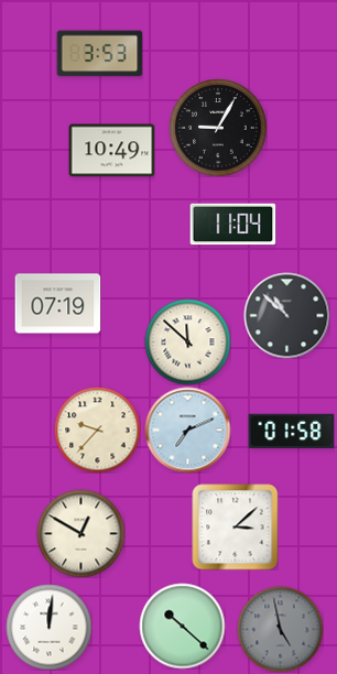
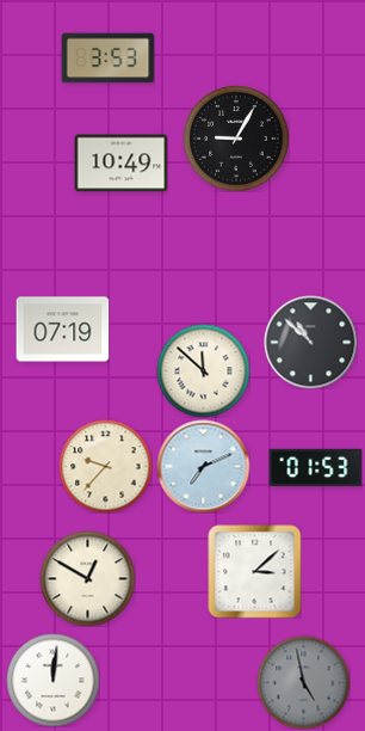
clock at (232, 225): 11:04 -> none
clock at (291, 432): 01:58 -> 01:53
clock at (182, 626): 10:22 -> none
